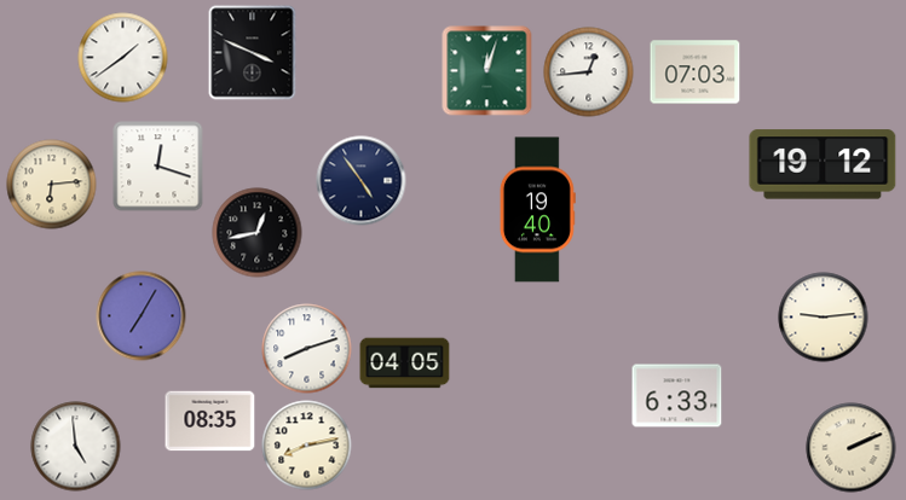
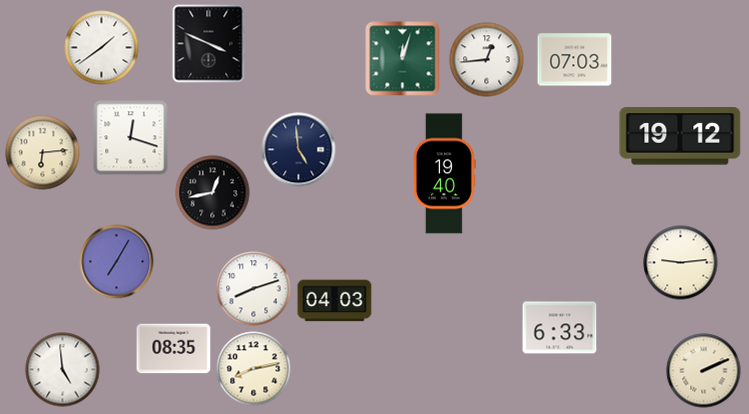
clock at (362, 181): 4:54 -> 4:59
clock at (405, 364): 04:05 -> 04:03
